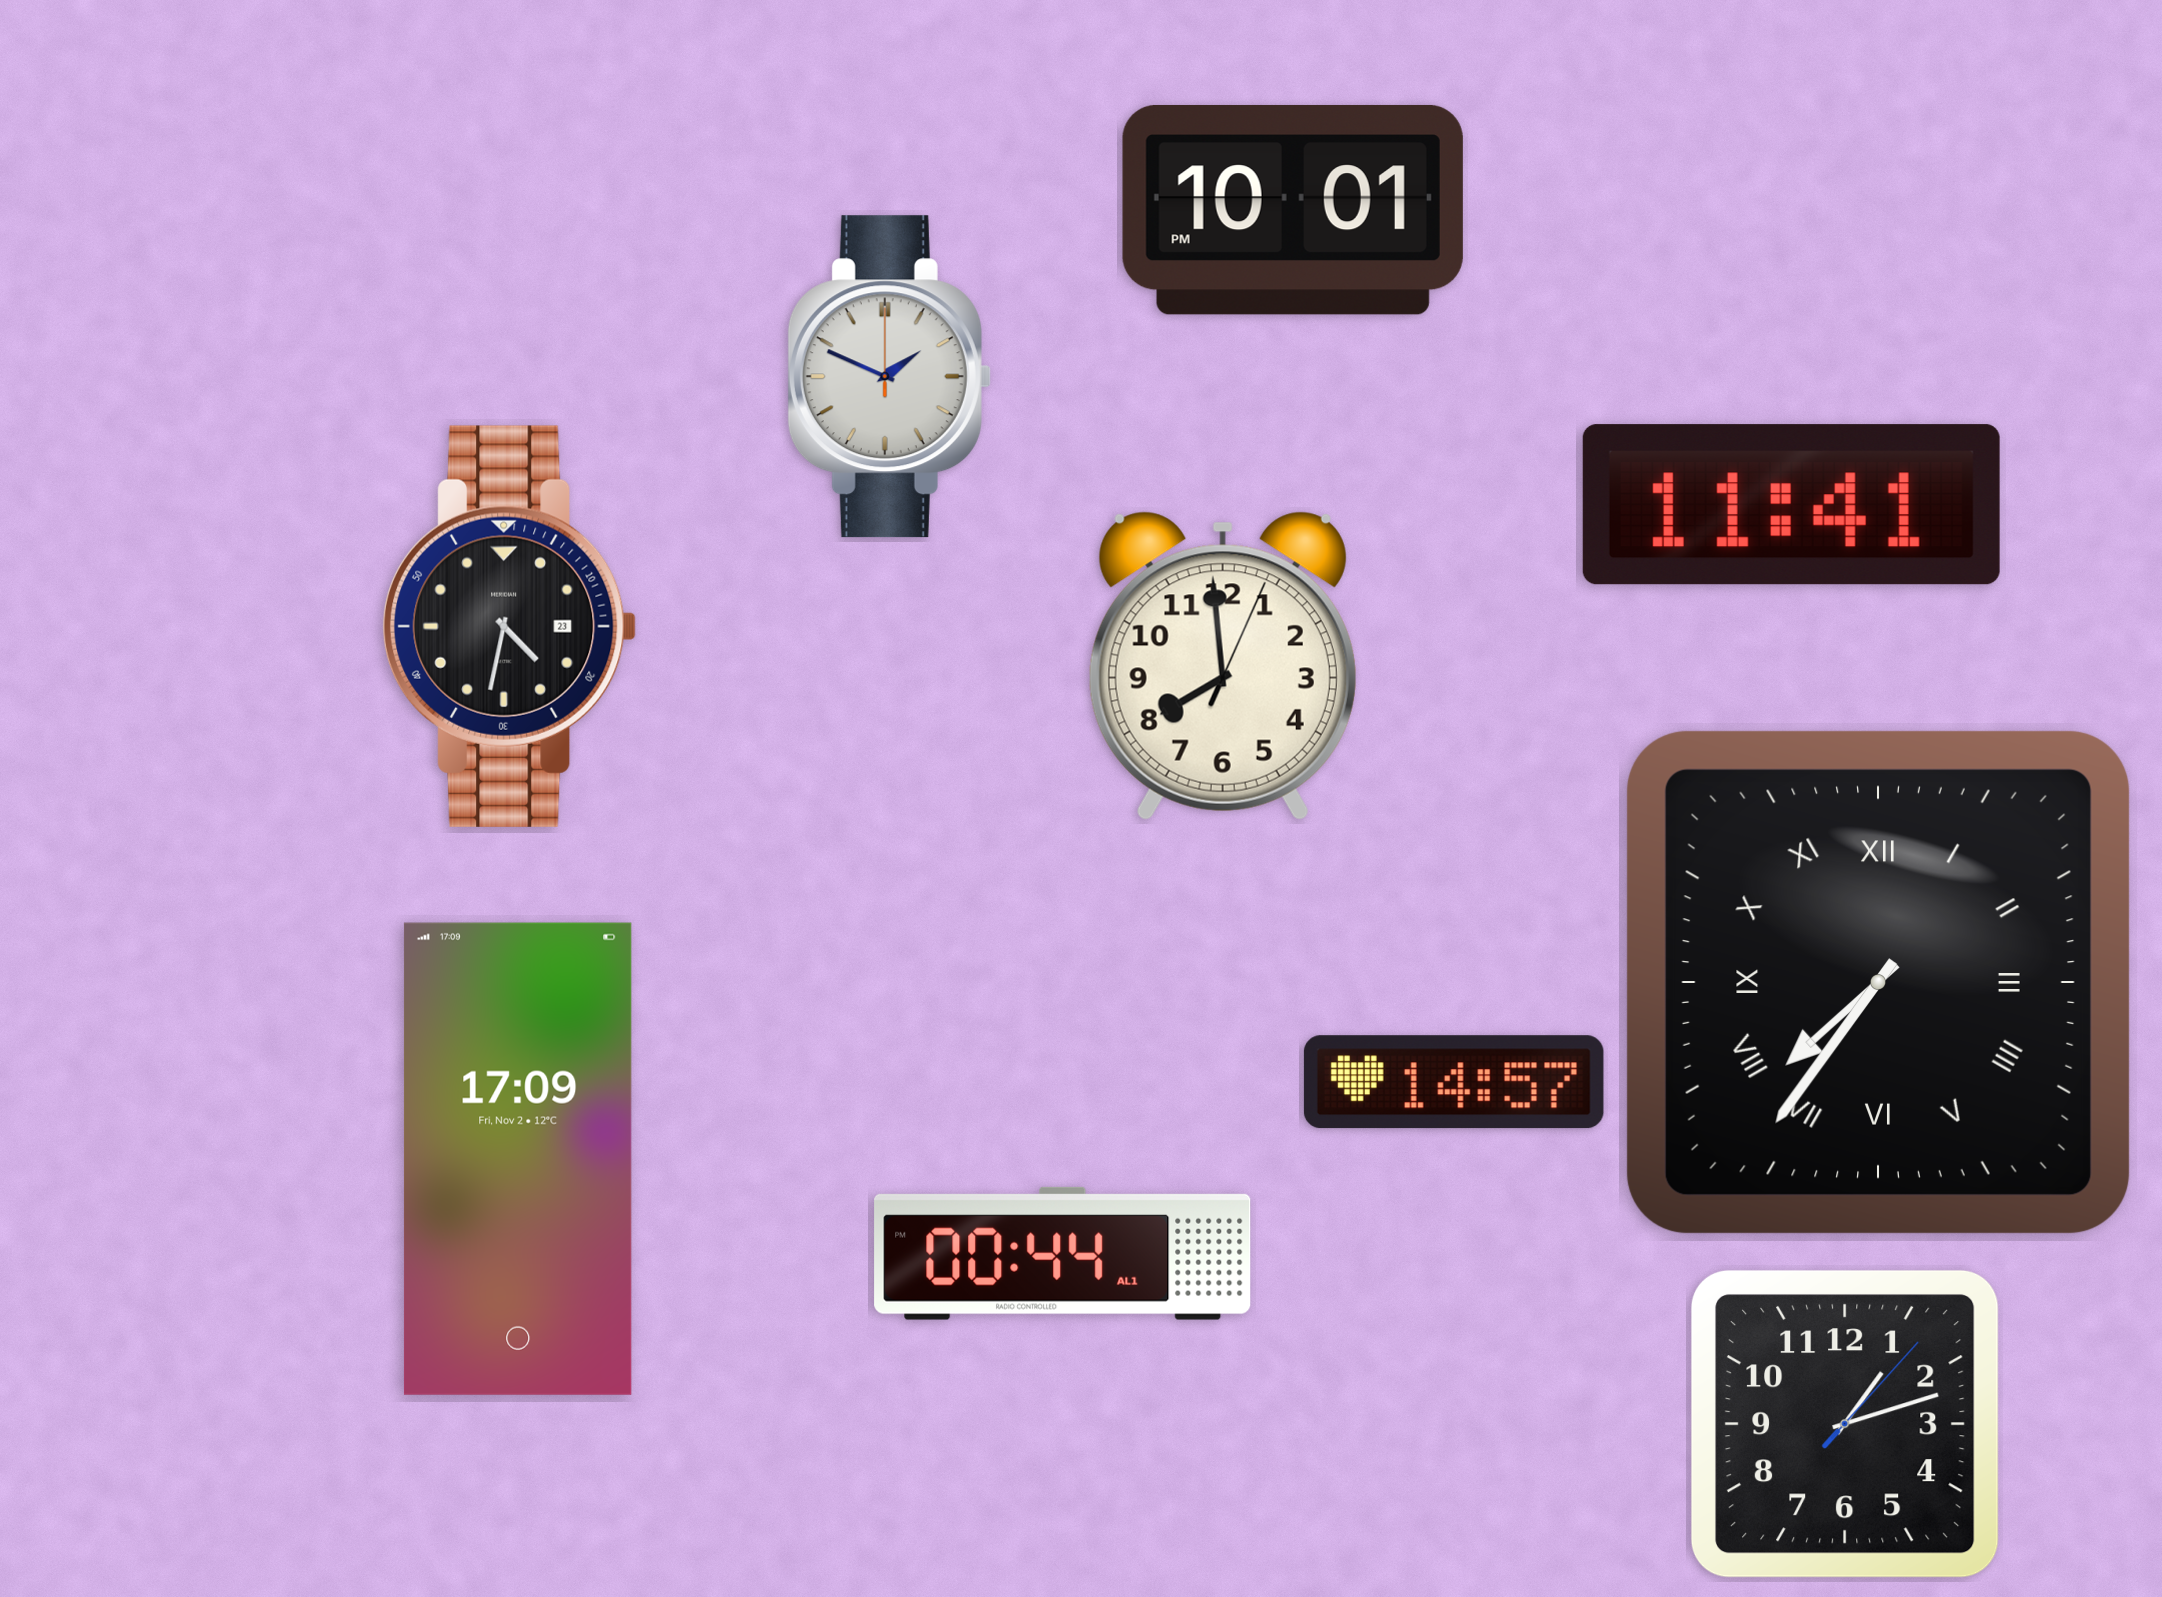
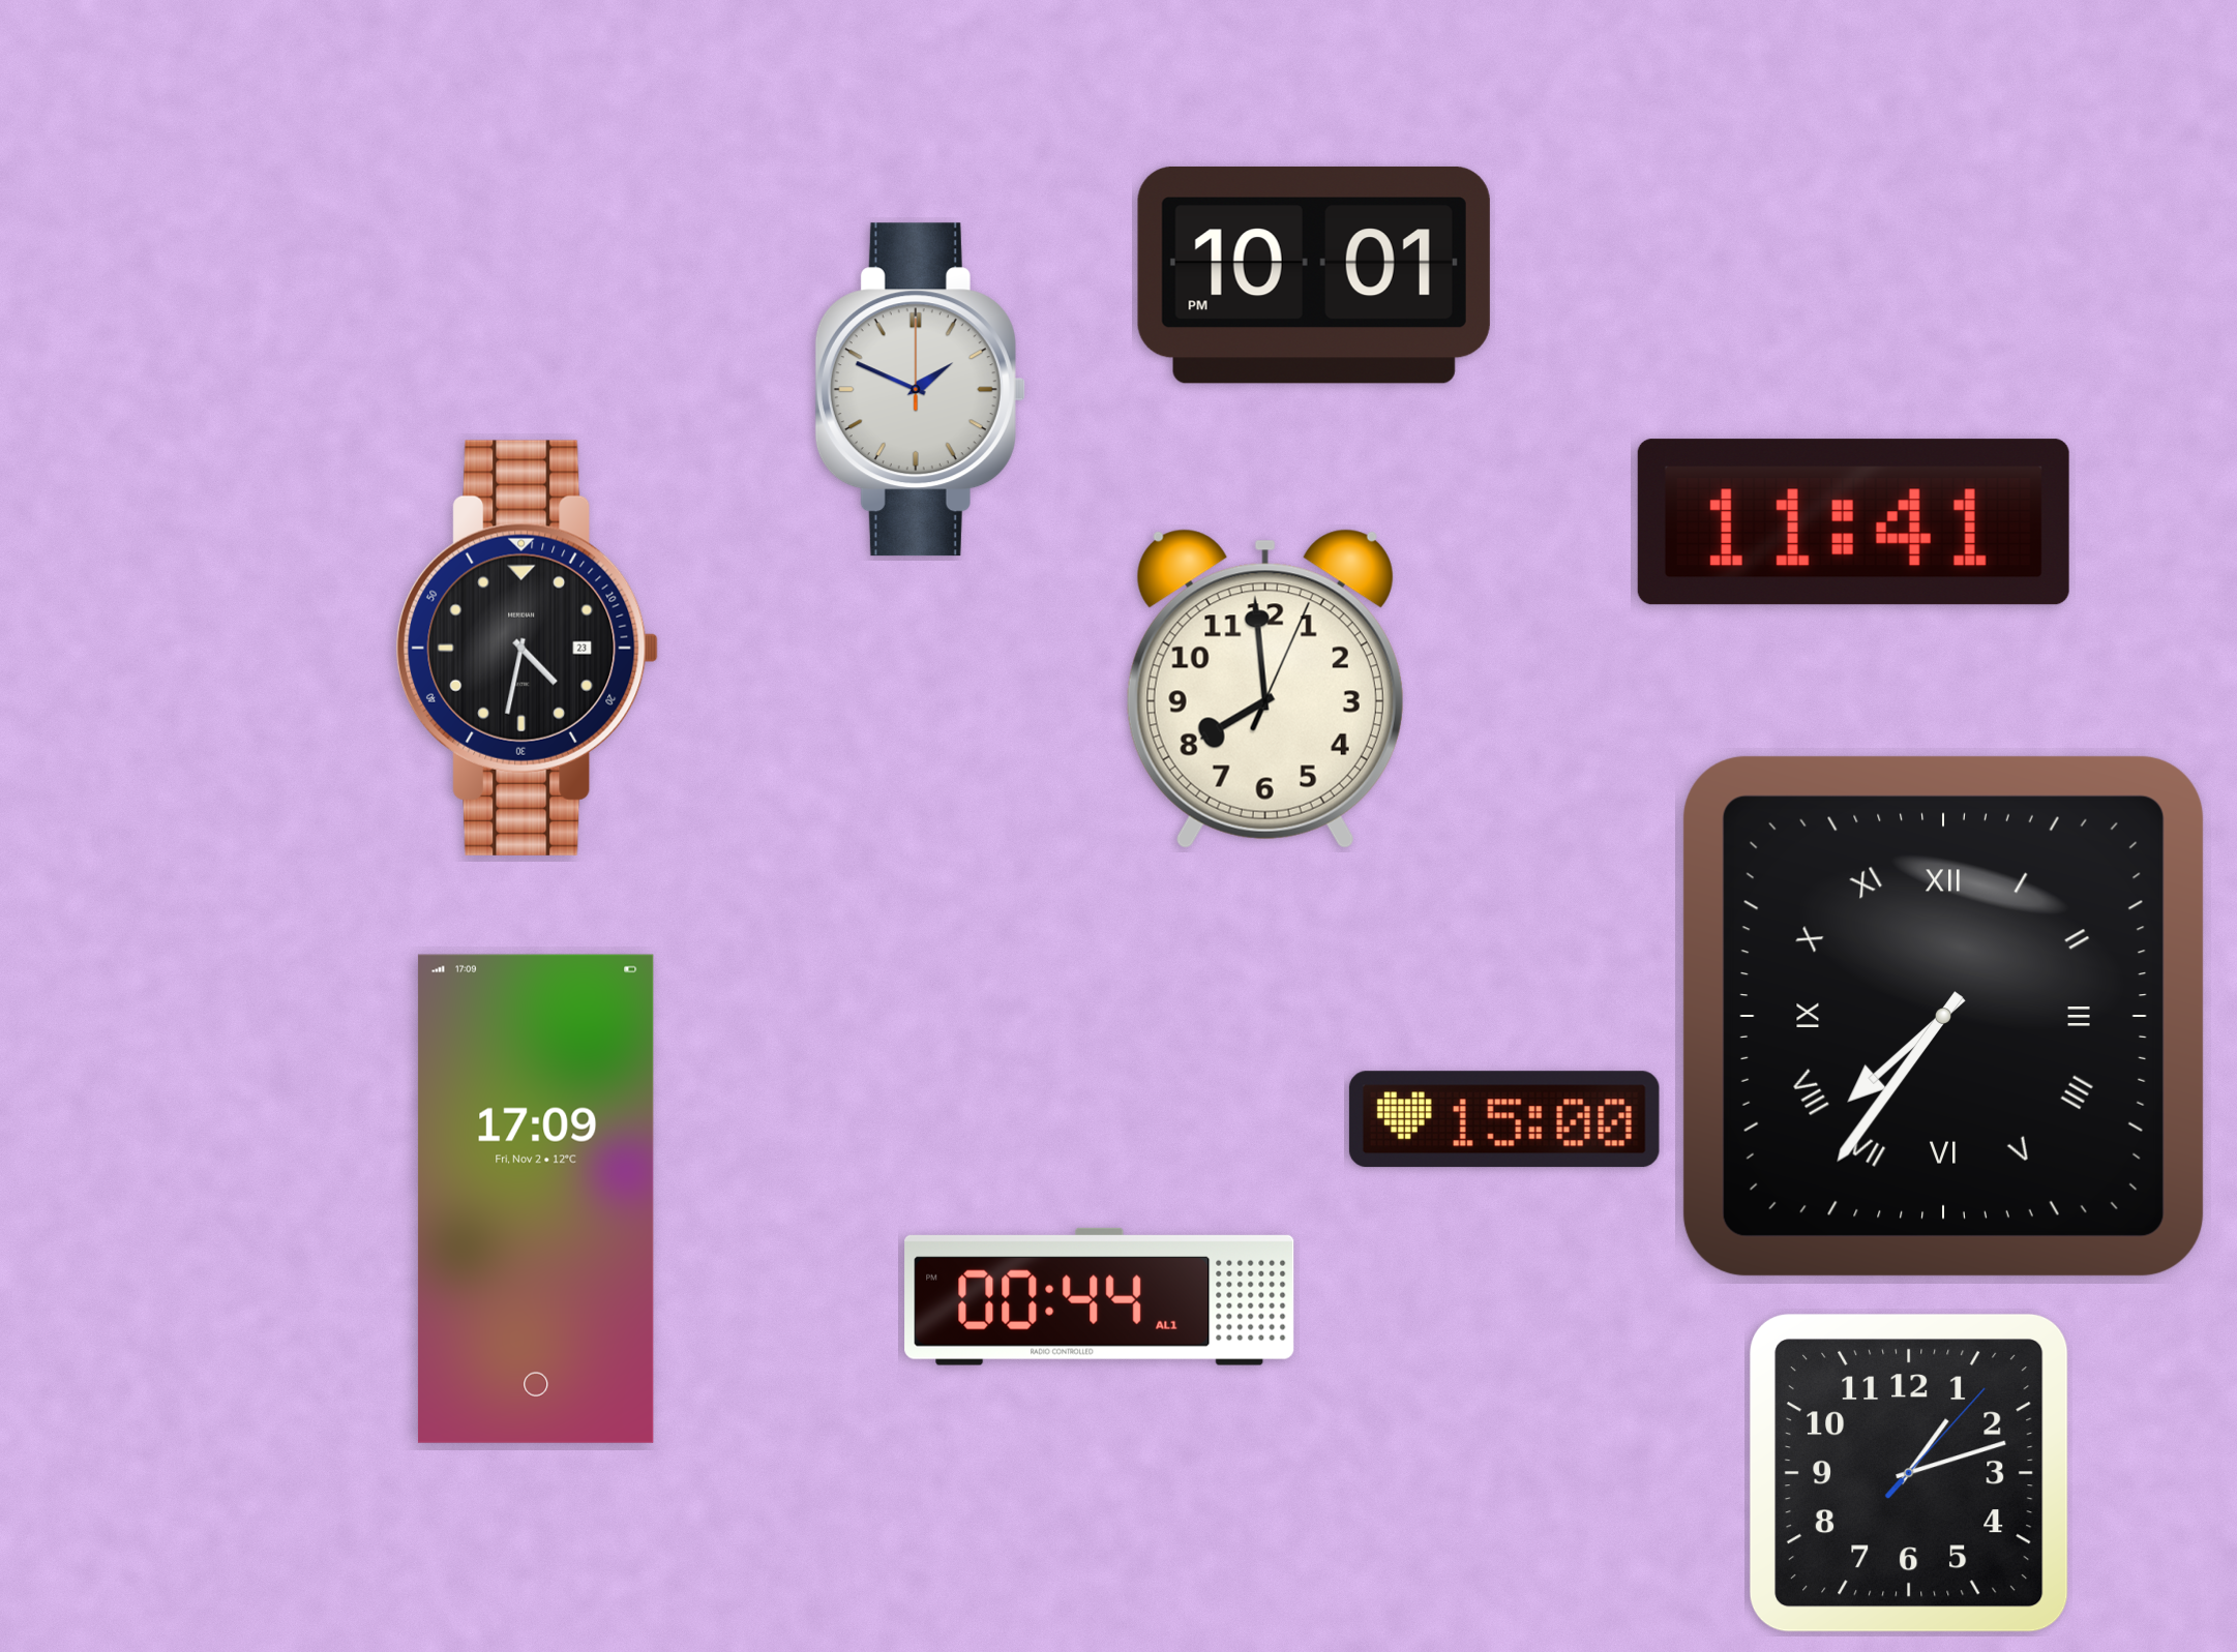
clock at (1293, 210) position: (1293, 210) -> (1314, 275)
clock at (1454, 1082): 14:57 -> 15:00
